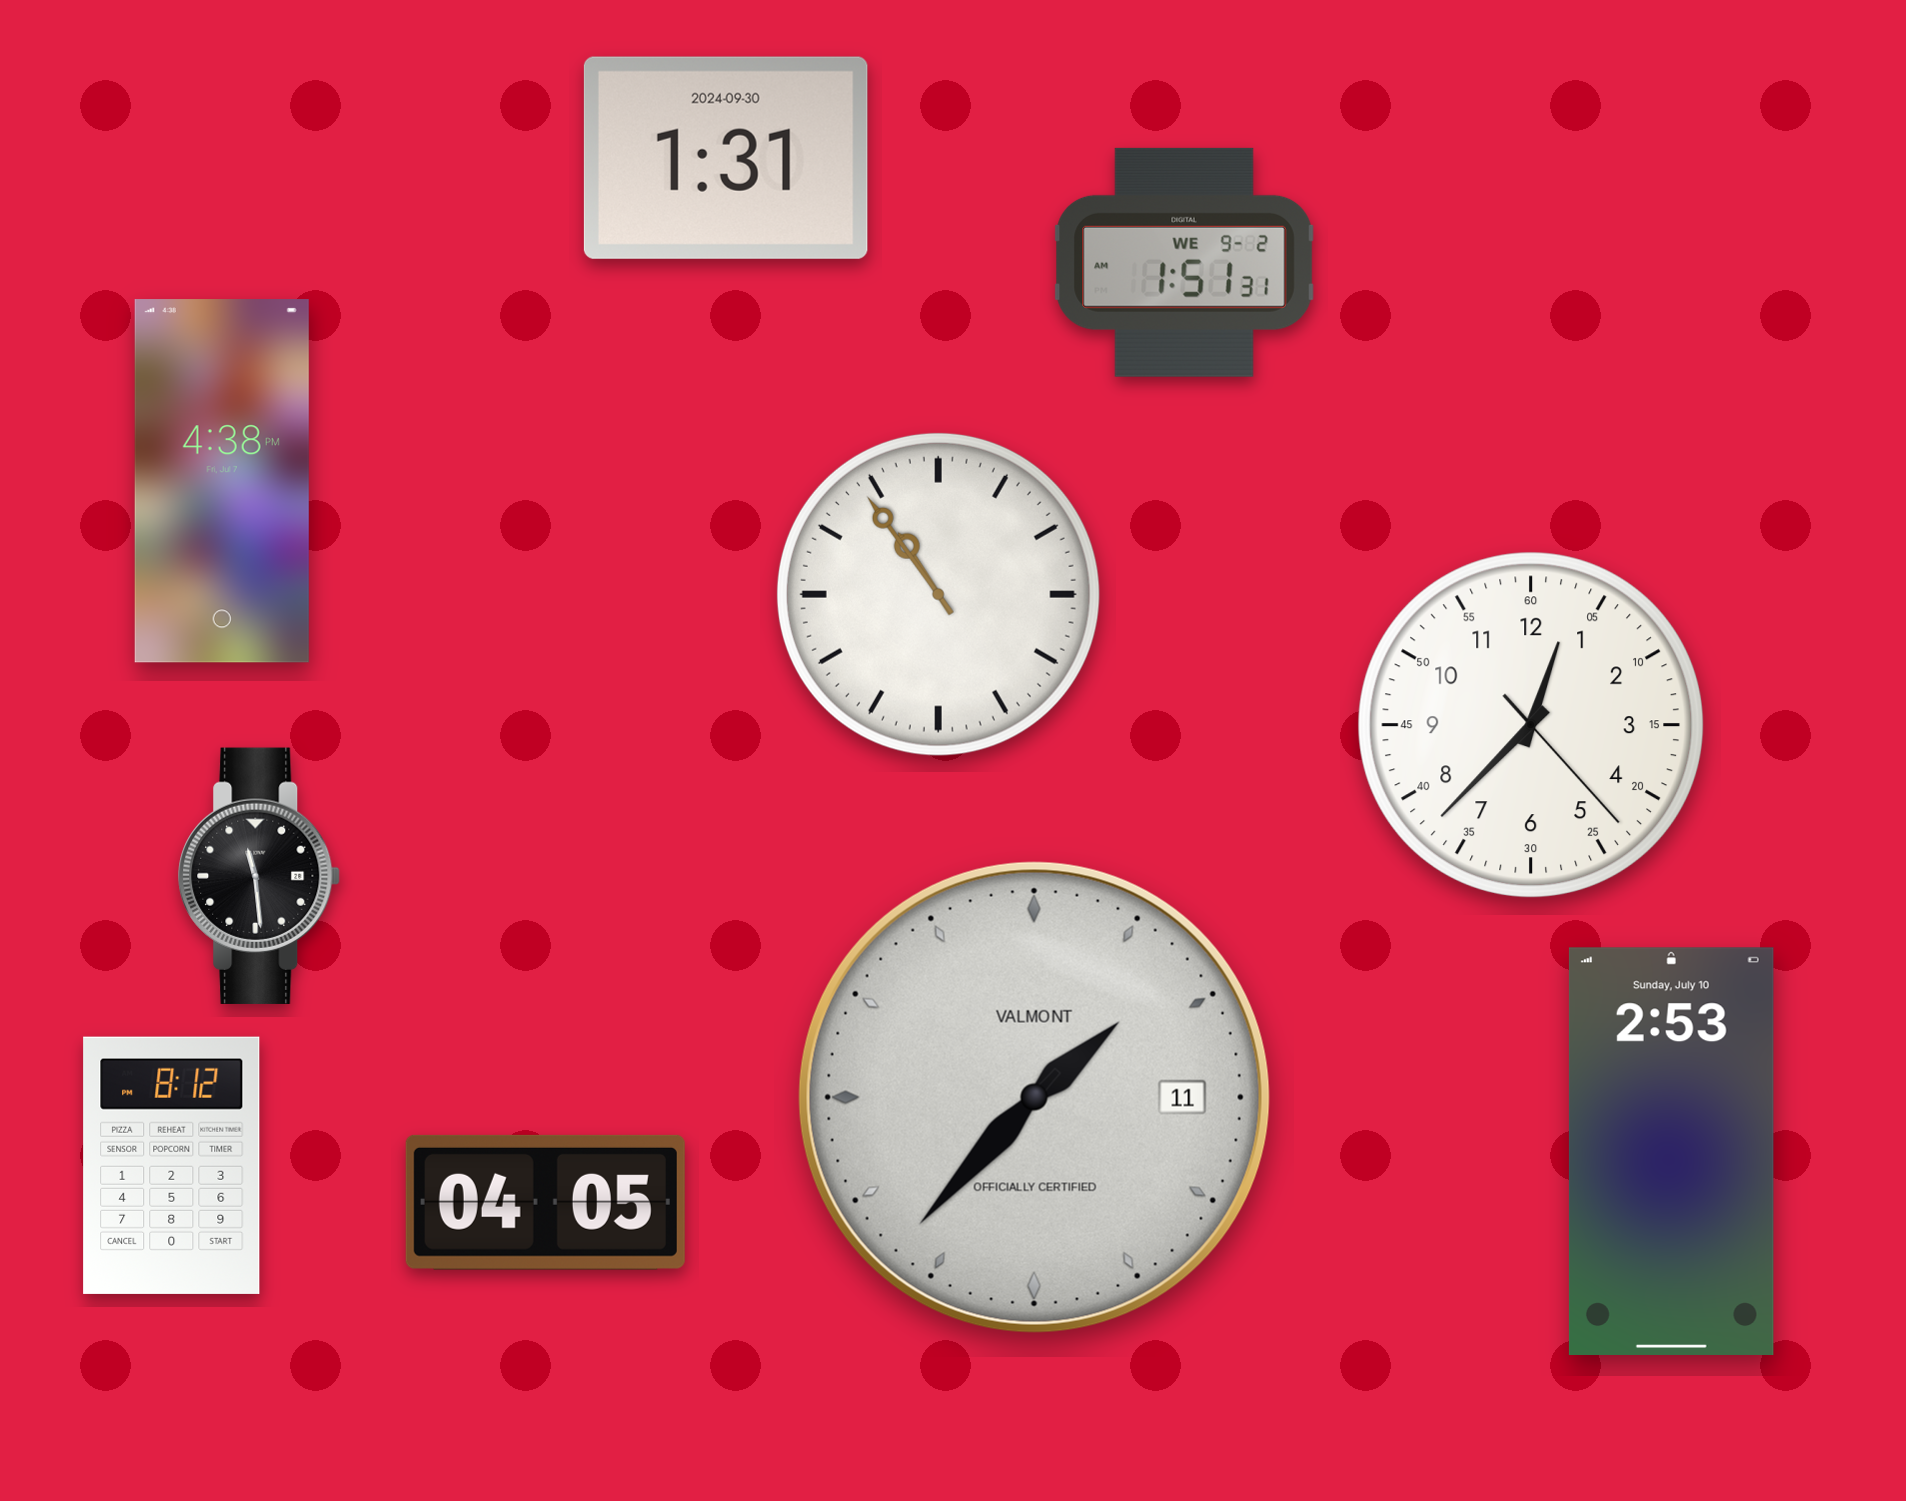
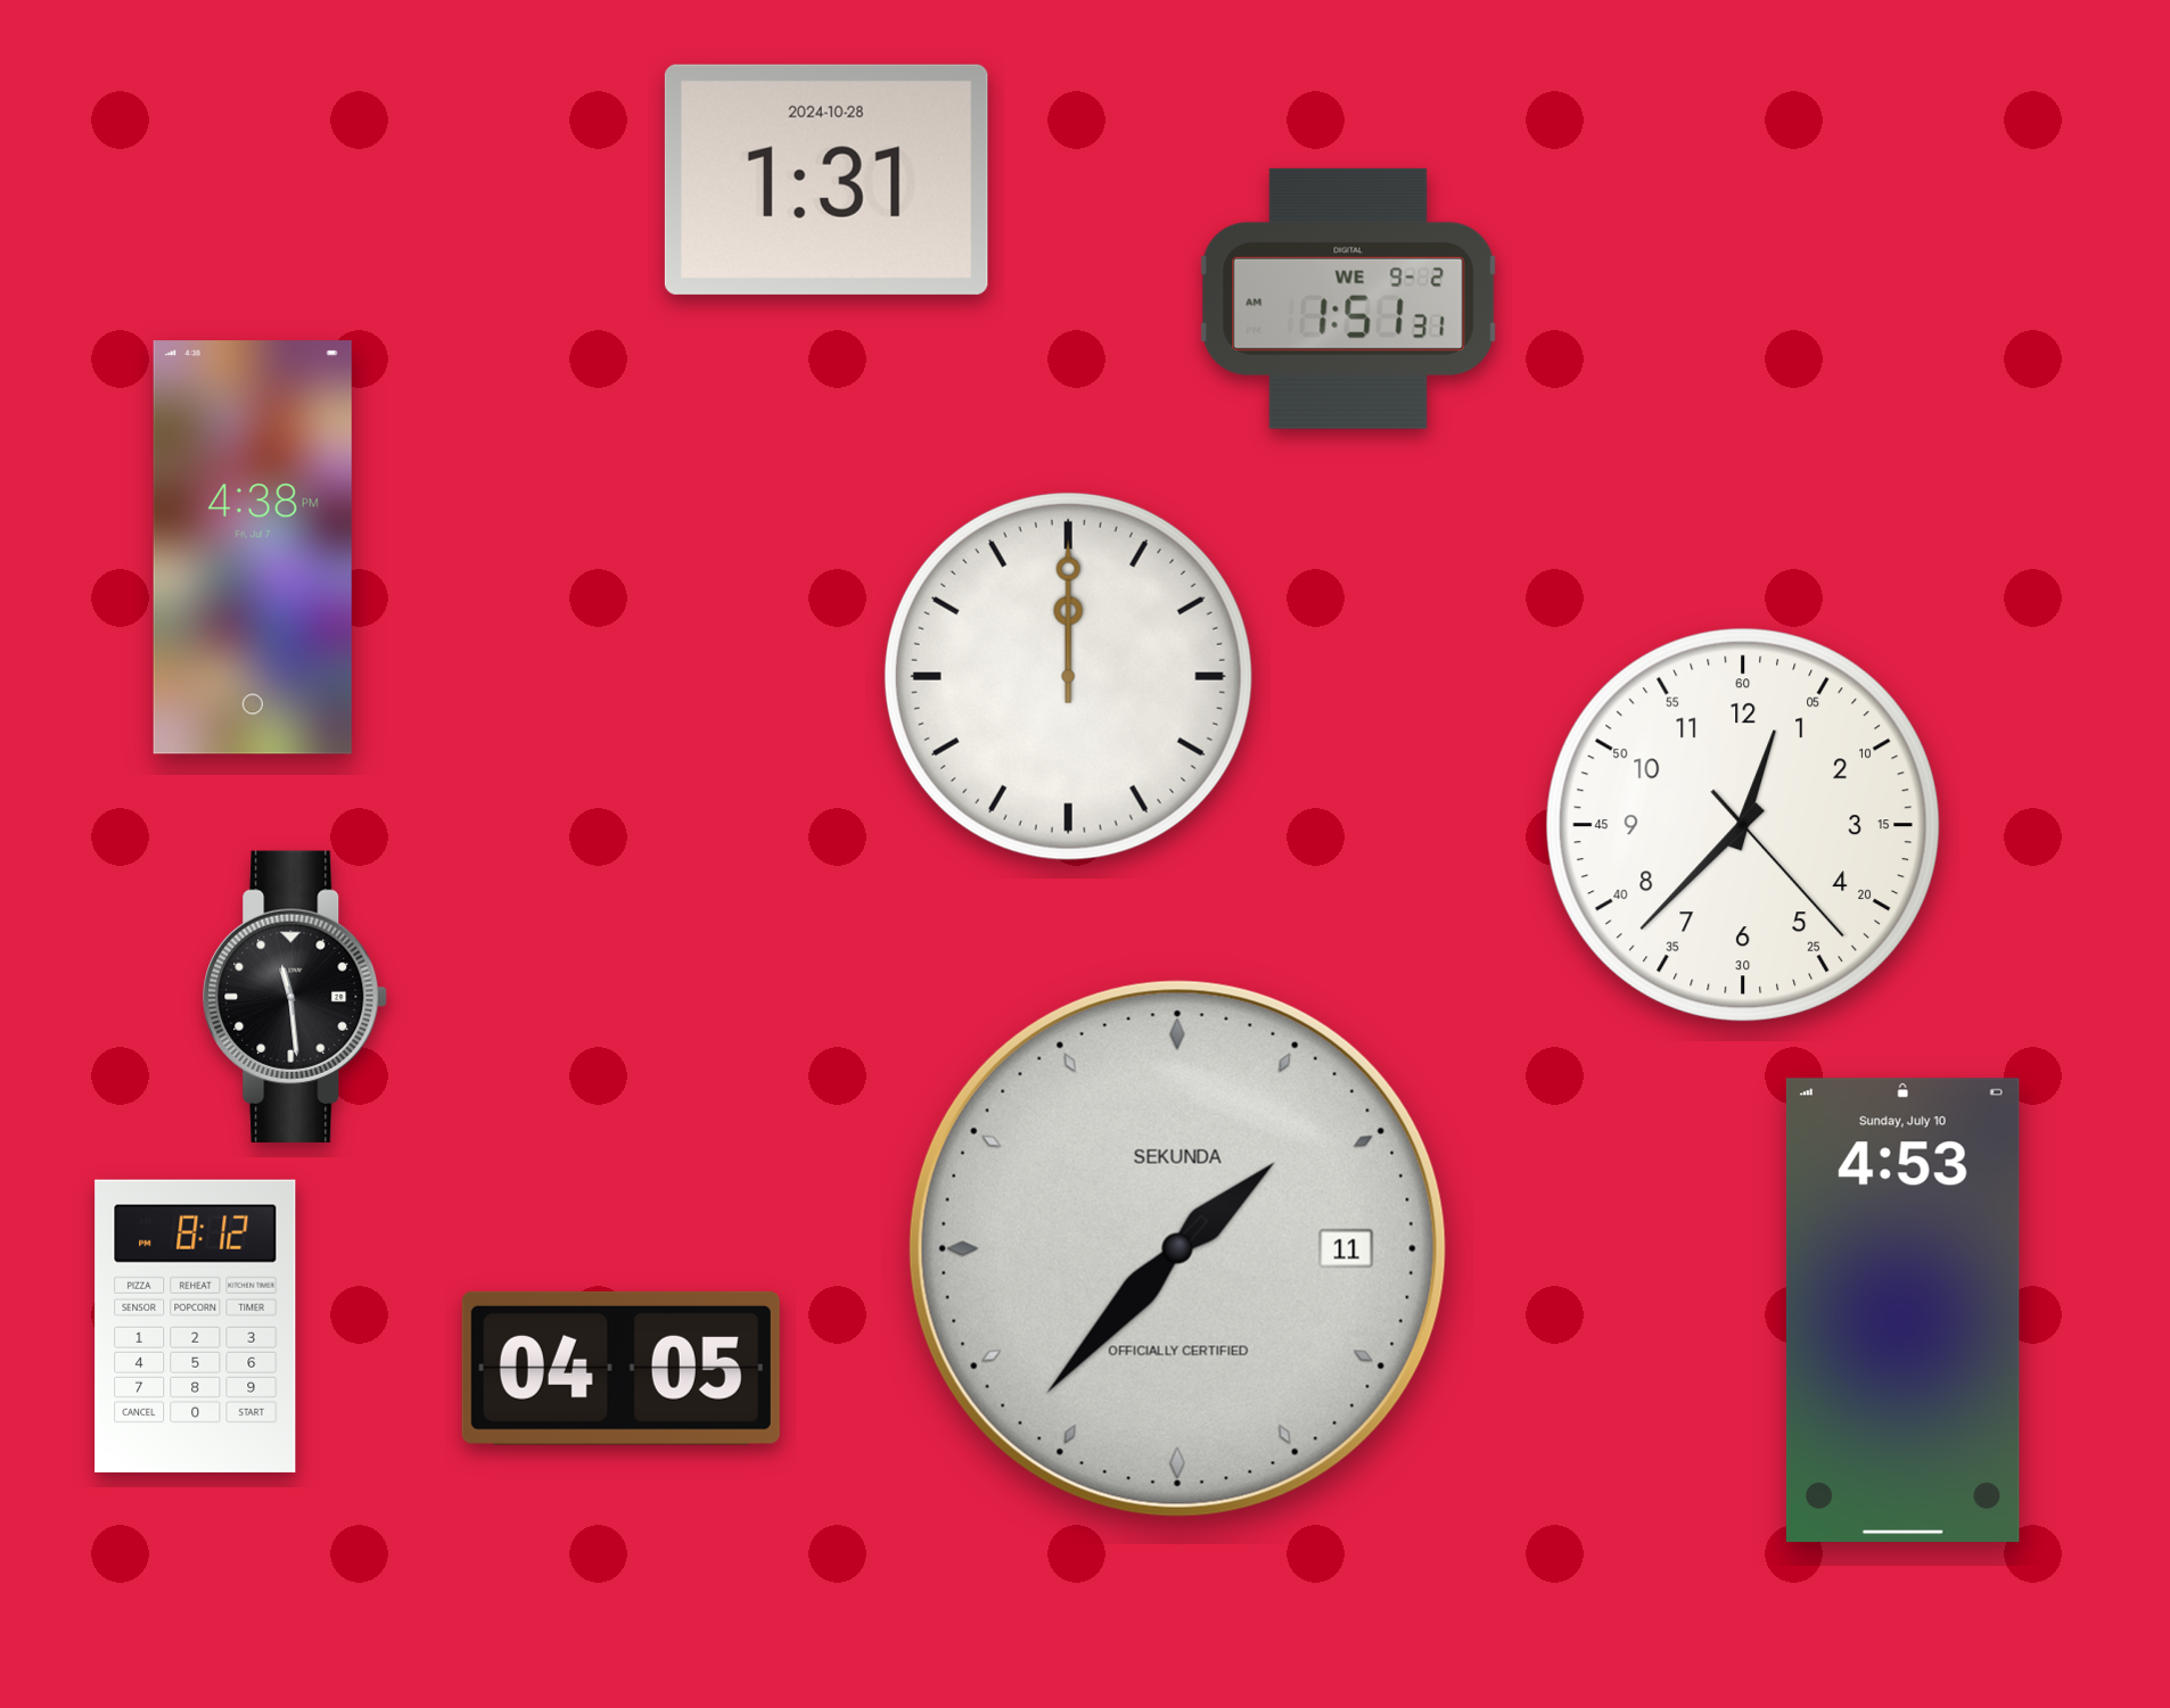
clock at (726, 158) date: 2024-09-30 -> 2024-10-28
clock at (938, 594): 10:54 -> 12:00
clock at (1034, 1097) brand: VALMONT -> SEKUNDA
clock at (1671, 1151): 2:53 -> 4:53
